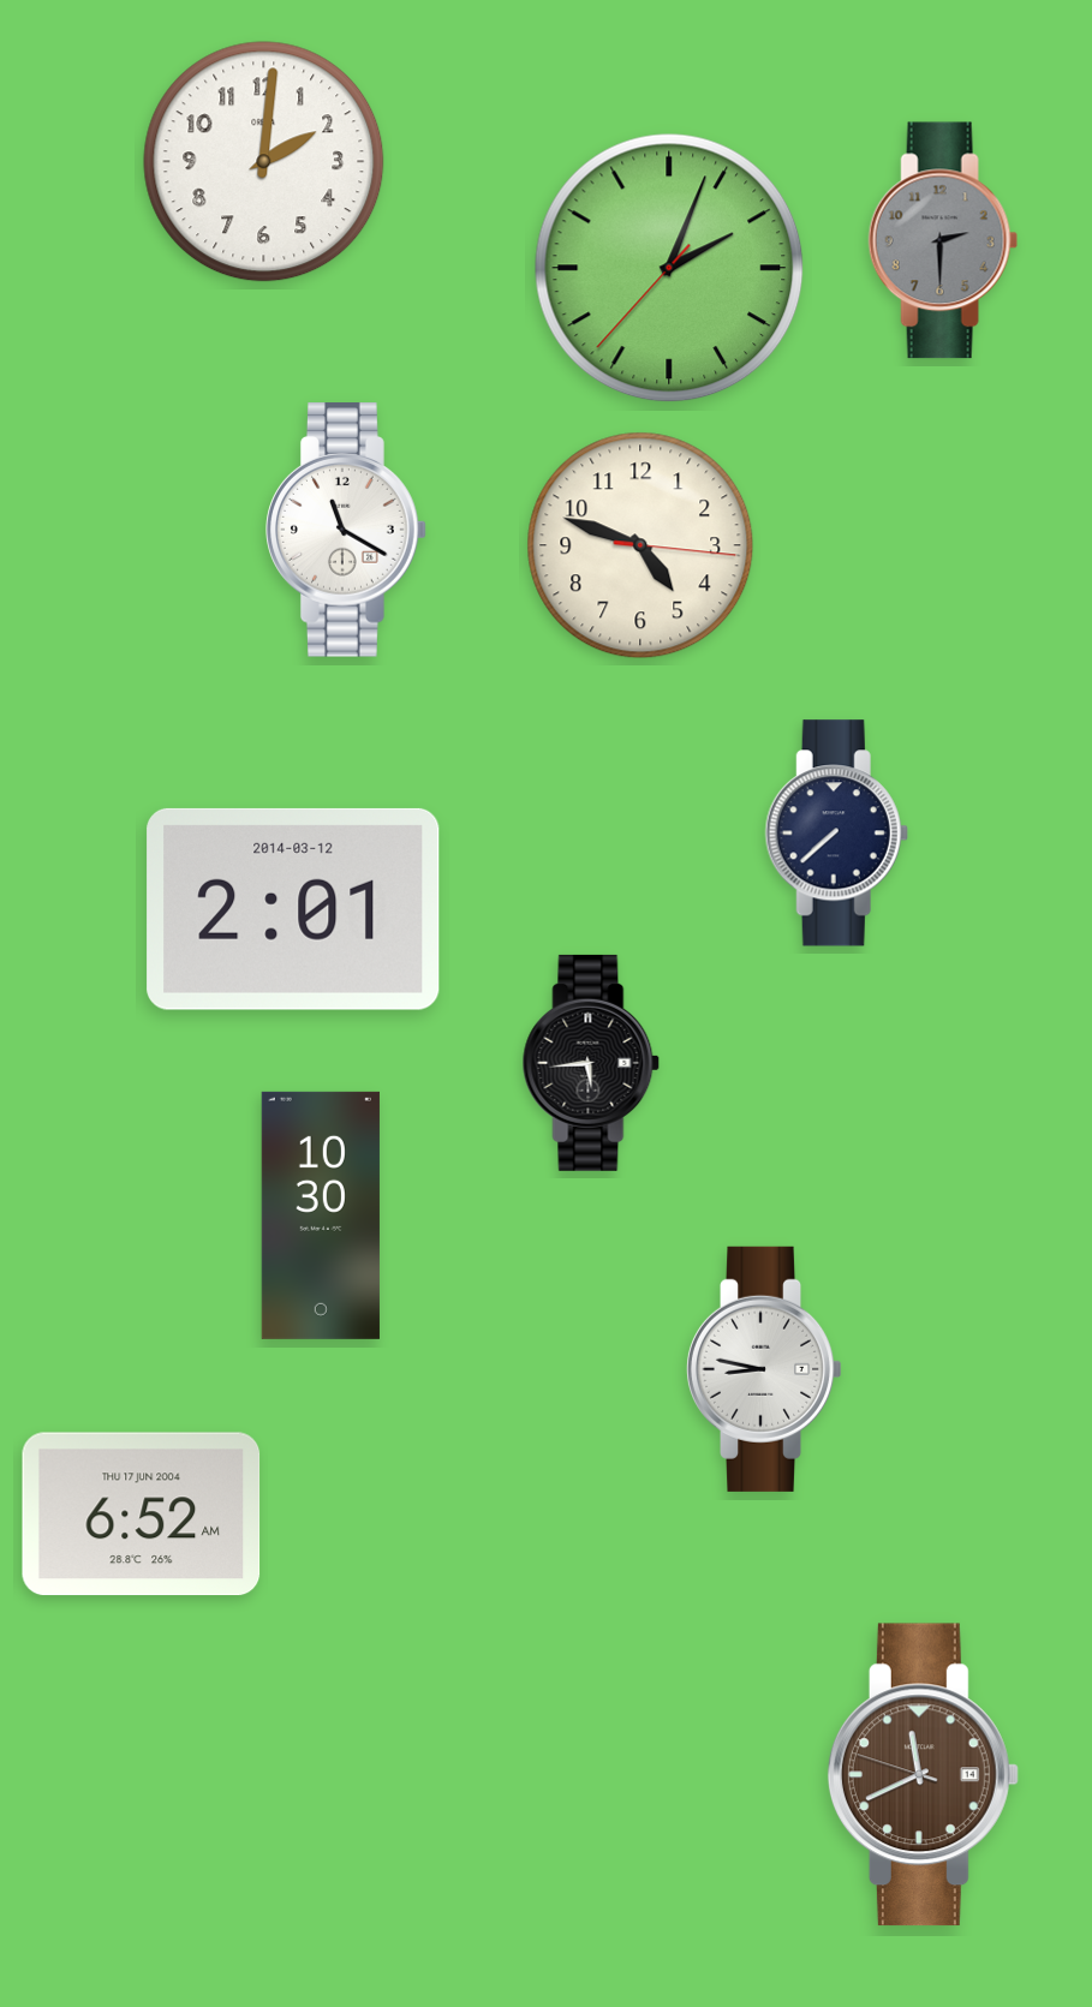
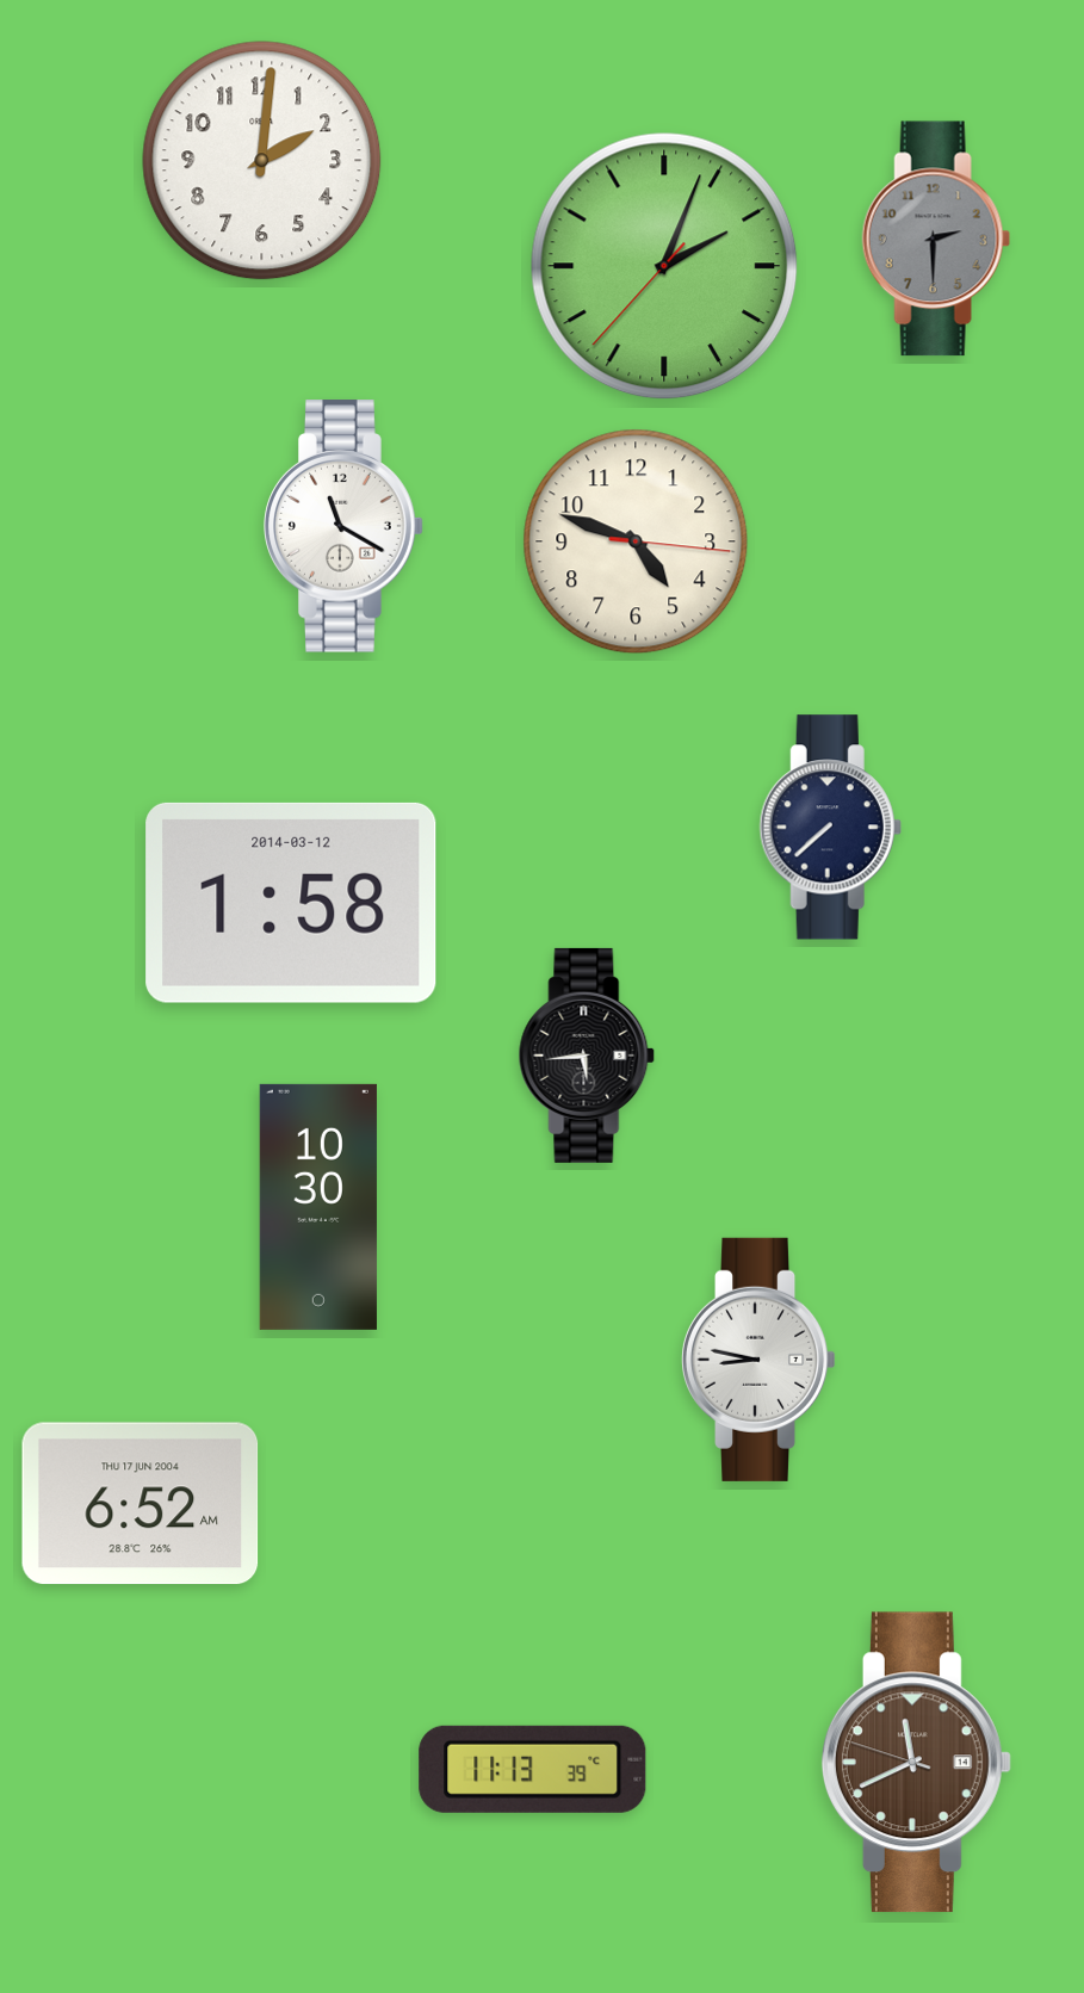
clock at (293, 909): 2:01 -> 1:58
clock at (533, 1769): none -> 11:13
